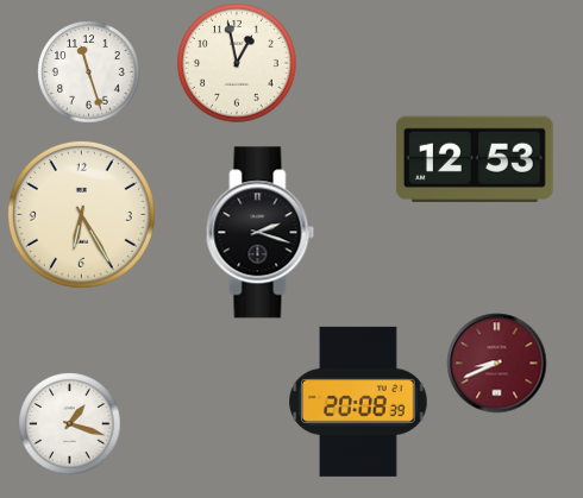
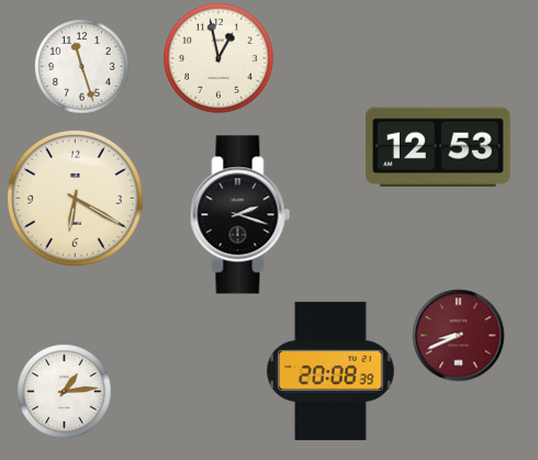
clock at (81, 214): 6:25 -> 6:20
clock at (70, 424): 1:18 -> 1:14
